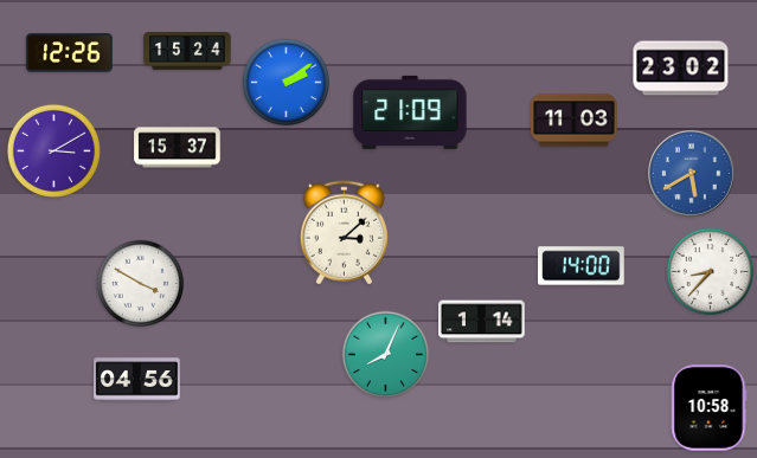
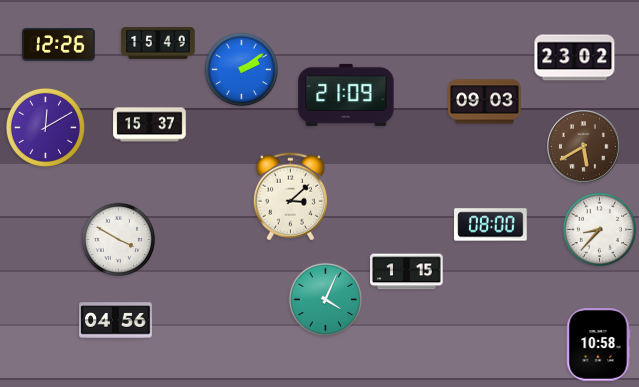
clock at (187, 52): 15:24 -> 15:49
clock at (575, 121): 11:03 -> 09:03
clock at (53, 150): 3:10 -> 12:10
clock at (691, 173) dial: blue -> brown
clock at (582, 266): 14:00 -> 08:00
clock at (482, 322): 1:14 -> 1:15
clock at (386, 355): 8:04 -> 4:04
